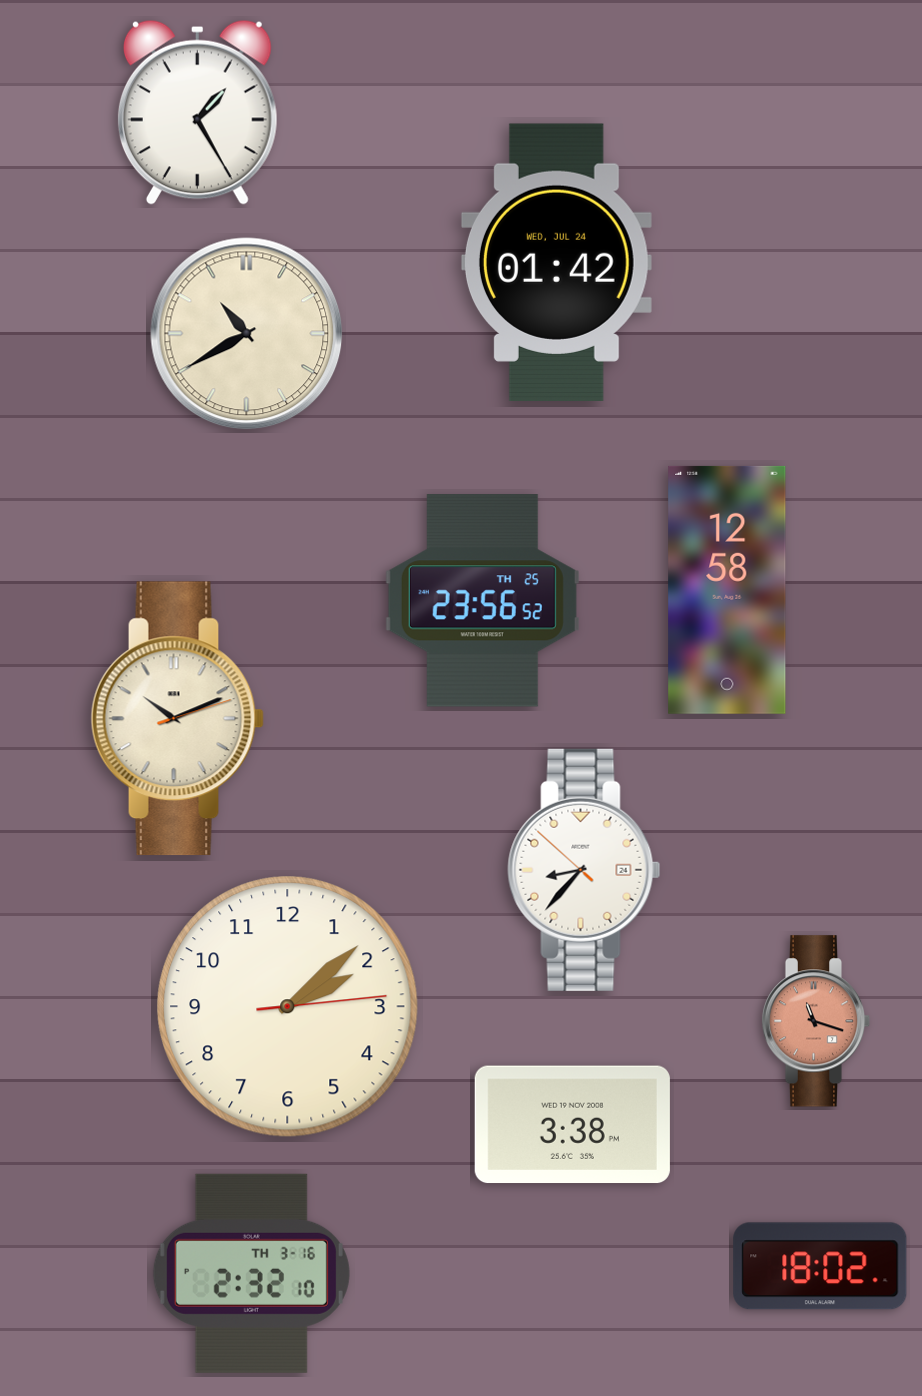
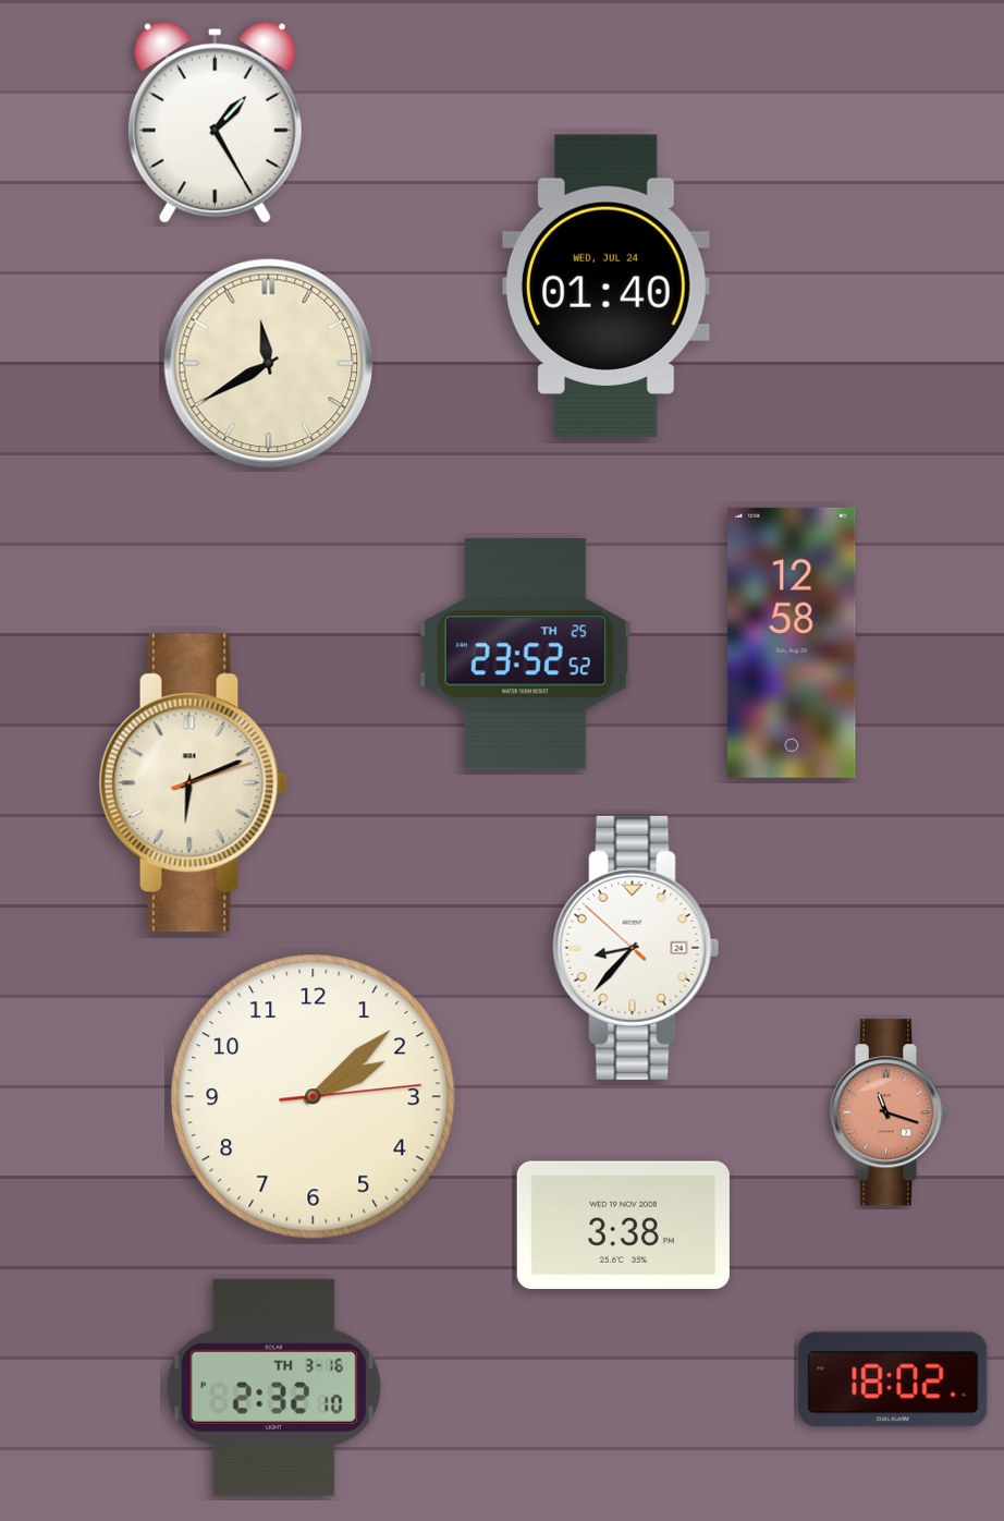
clock at (556, 262): 01:42 -> 01:40
clock at (247, 334): 10:40 -> 11:40
clock at (482, 601): 23:56 -> 23:52
clock at (177, 719): 10:11 -> 6:11
